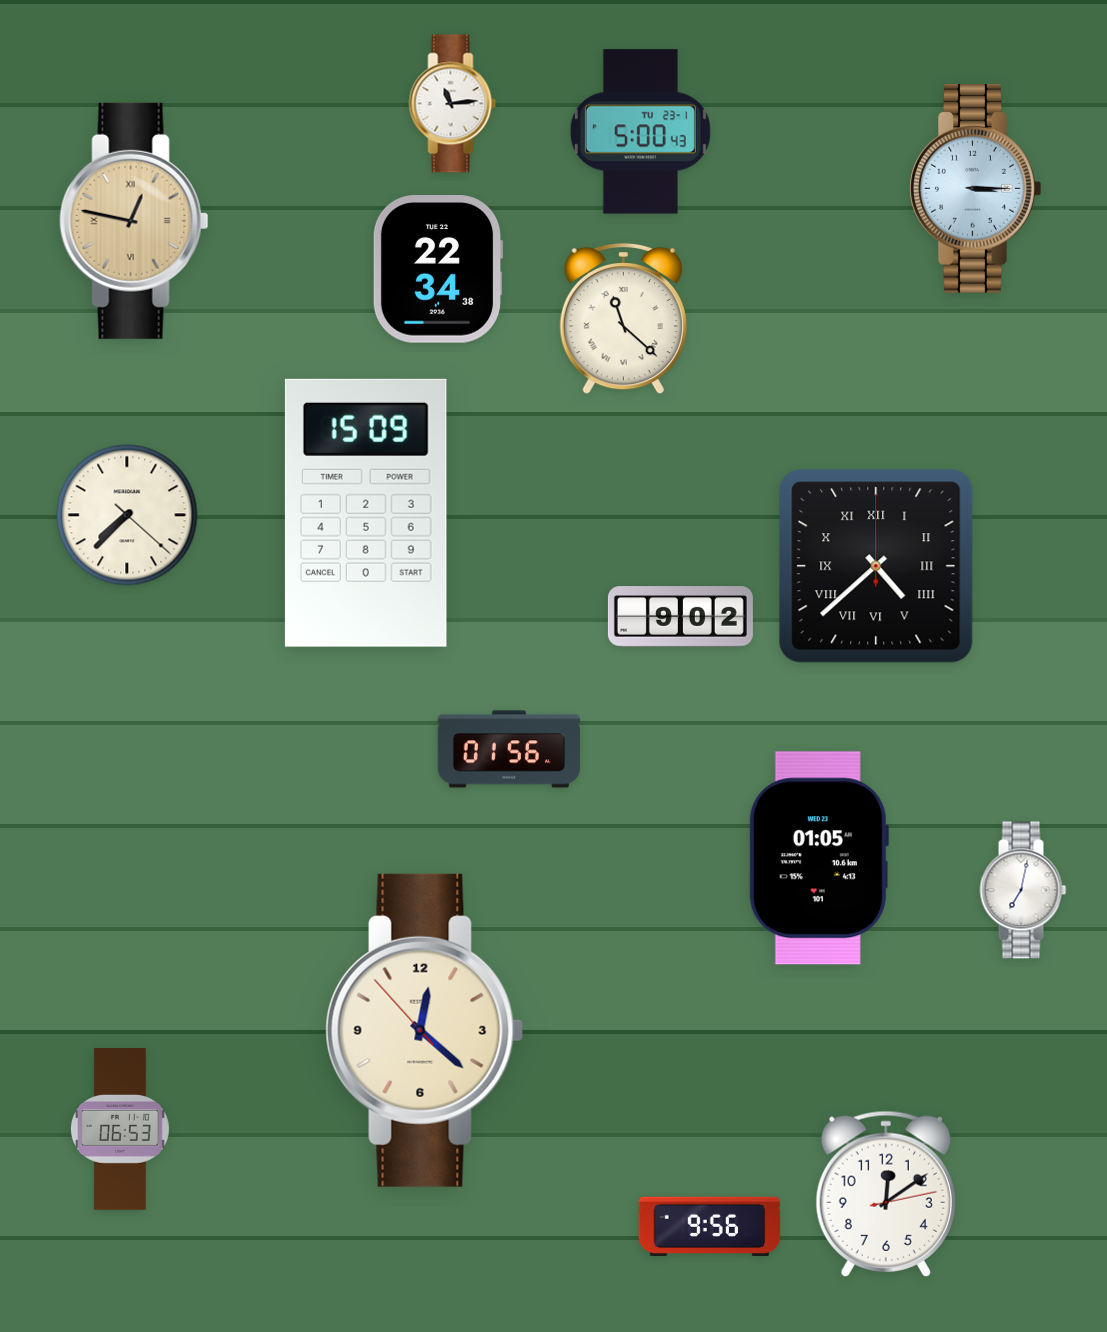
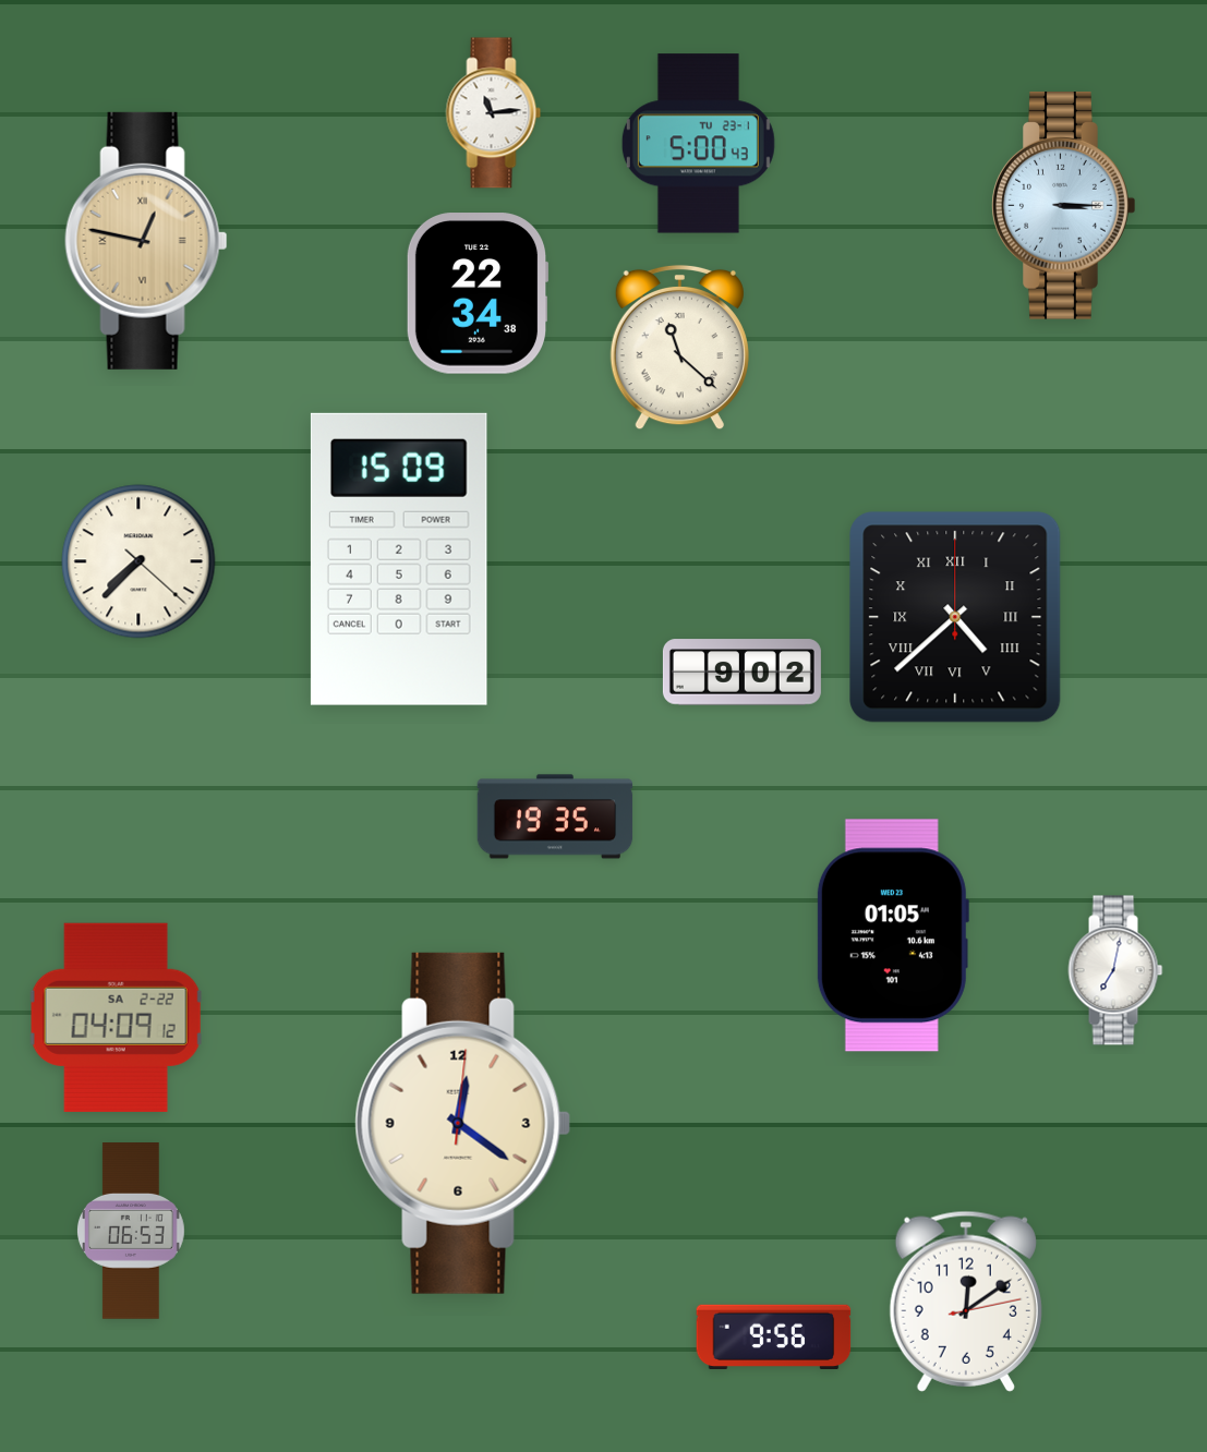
clock at (509, 749): 01:56 -> 19:35
clock at (116, 1017): none -> 04:09
clock at (425, 1030): 12:21:53 -> 12:21:01
